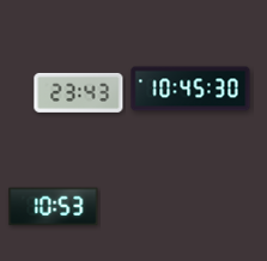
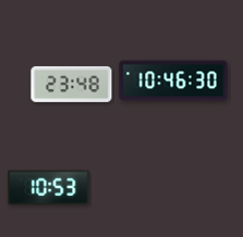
clock at (190, 89): 10:45 -> 10:46
clock at (79, 92): 23:43 -> 23:48
